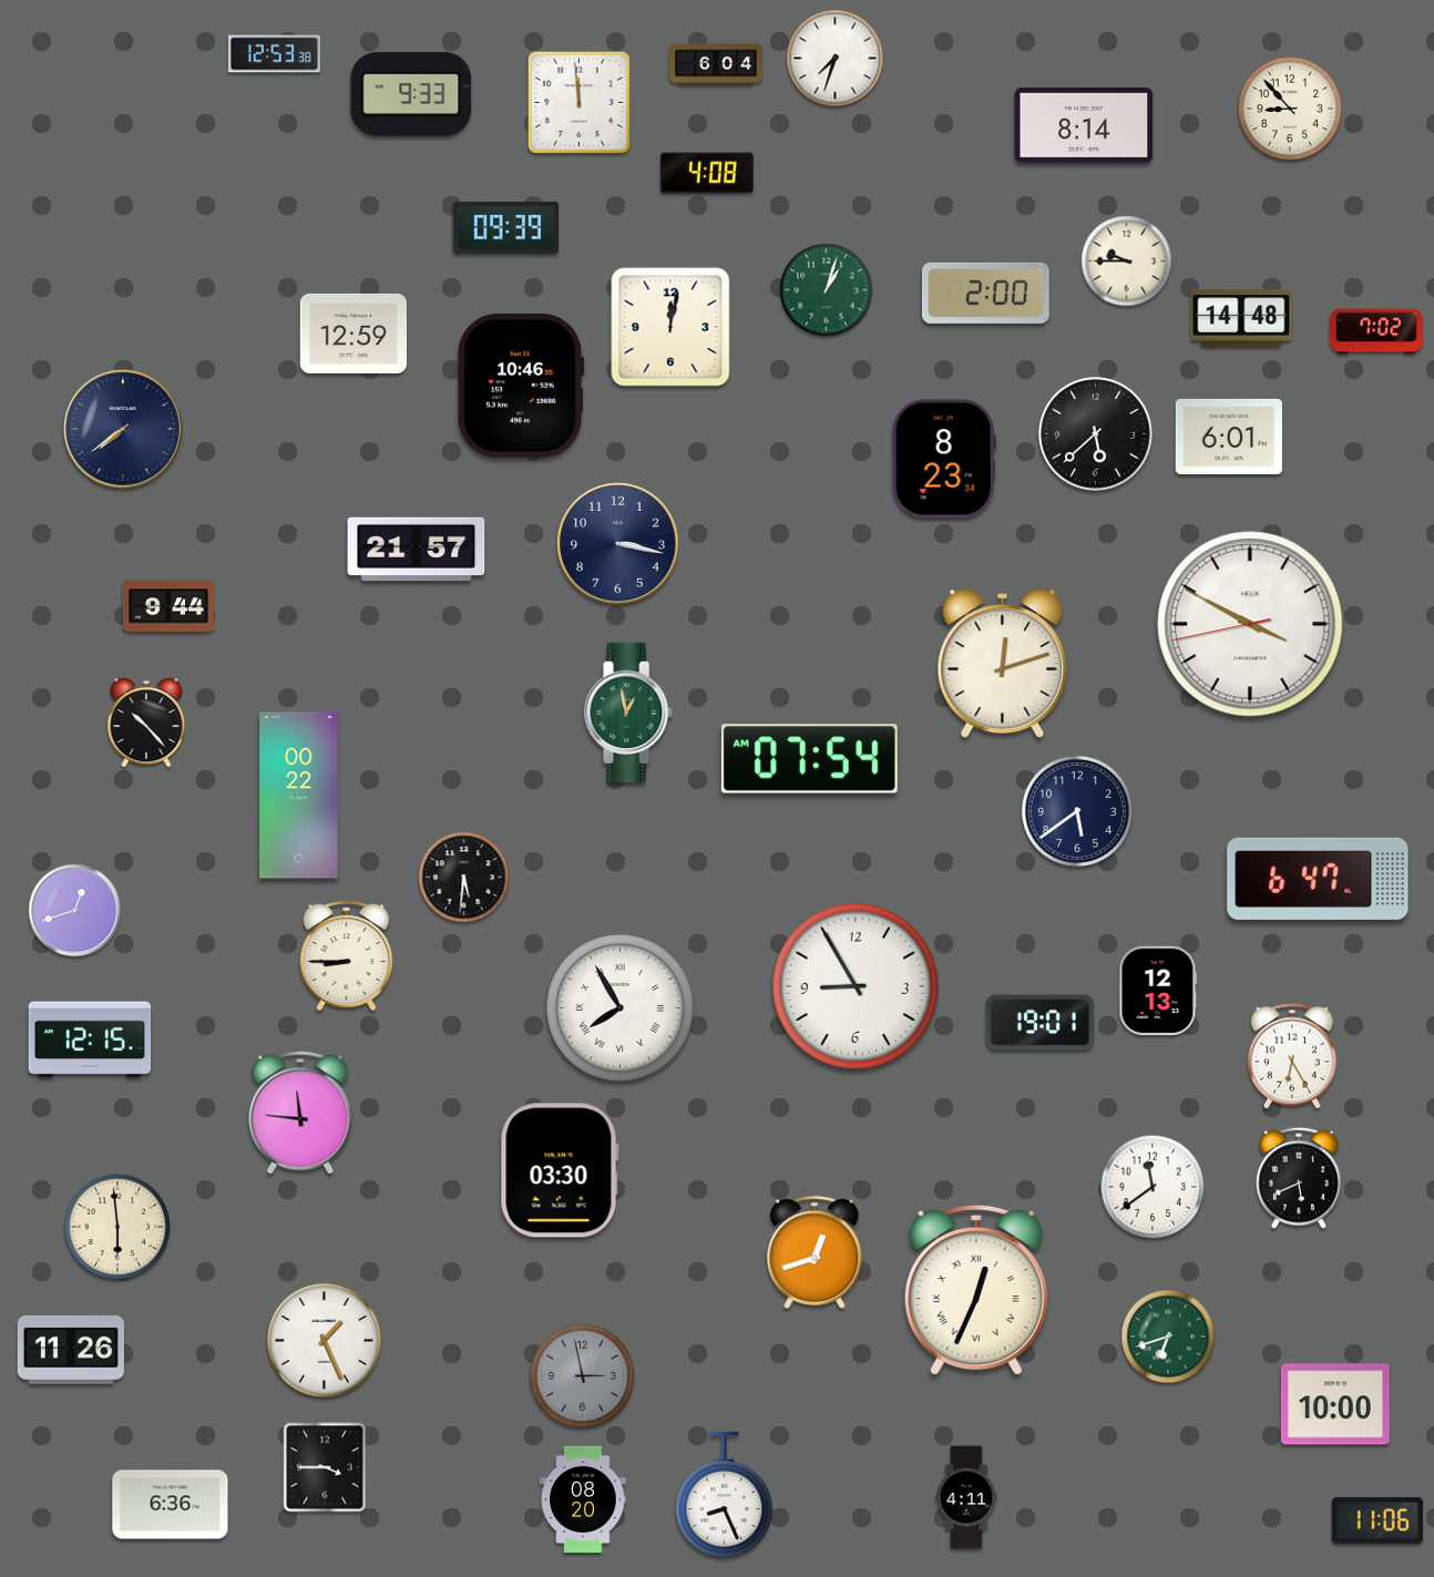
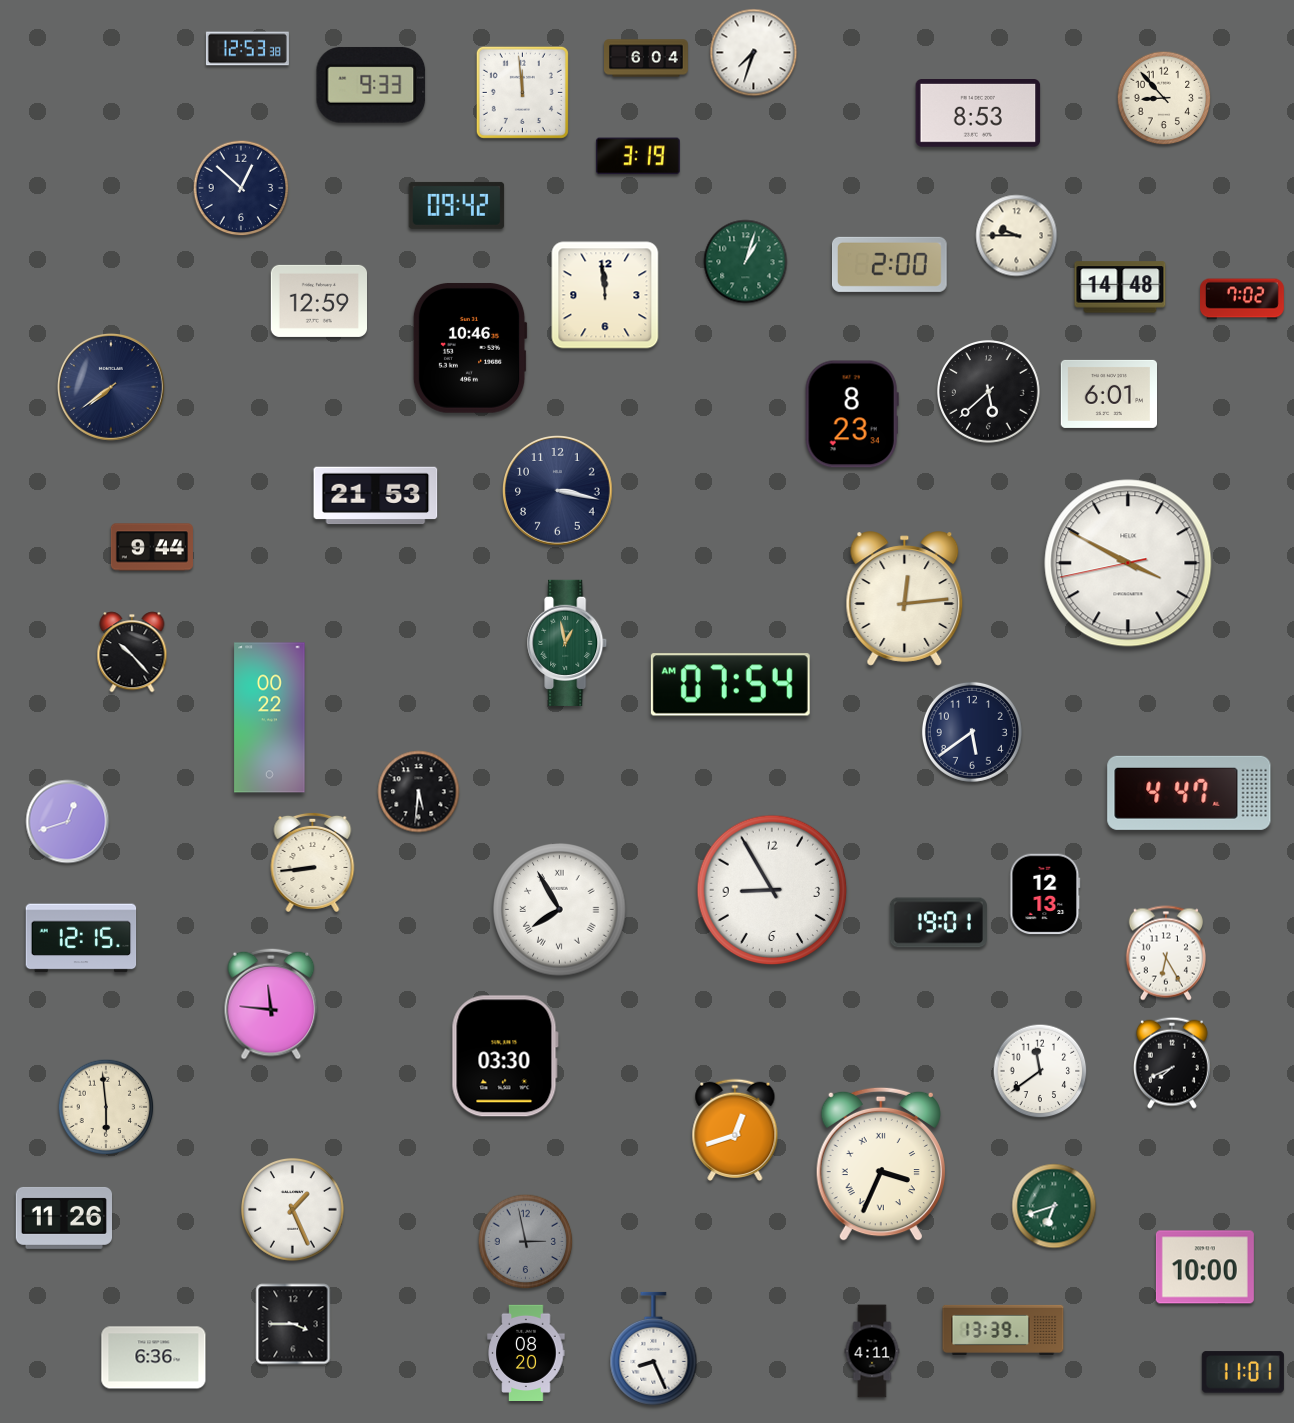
clock at (1084, 126): 8:14 -> 8:53
clock at (707, 173): 4:08 -> 3:19
clock at (241, 188): none -> 12:52
clock at (506, 227): 09:39 -> 09:42
clock at (670, 327): 12:02 -> 11:59
clock at (417, 550): 21:57 -> 21:53
clock at (1003, 664): 12:12 -> 12:14
clock at (1318, 879): 6:47 -> 4:47
clock at (347, 955): 8:45 -> 8:44
clock at (1299, 1178): 5:41 -> 7:41
clock at (976, 1290): 12:34 -> 3:34
clock at (1003, 1330): none -> 13:39
clock at (1377, 1520): 11:06 -> 11:01
